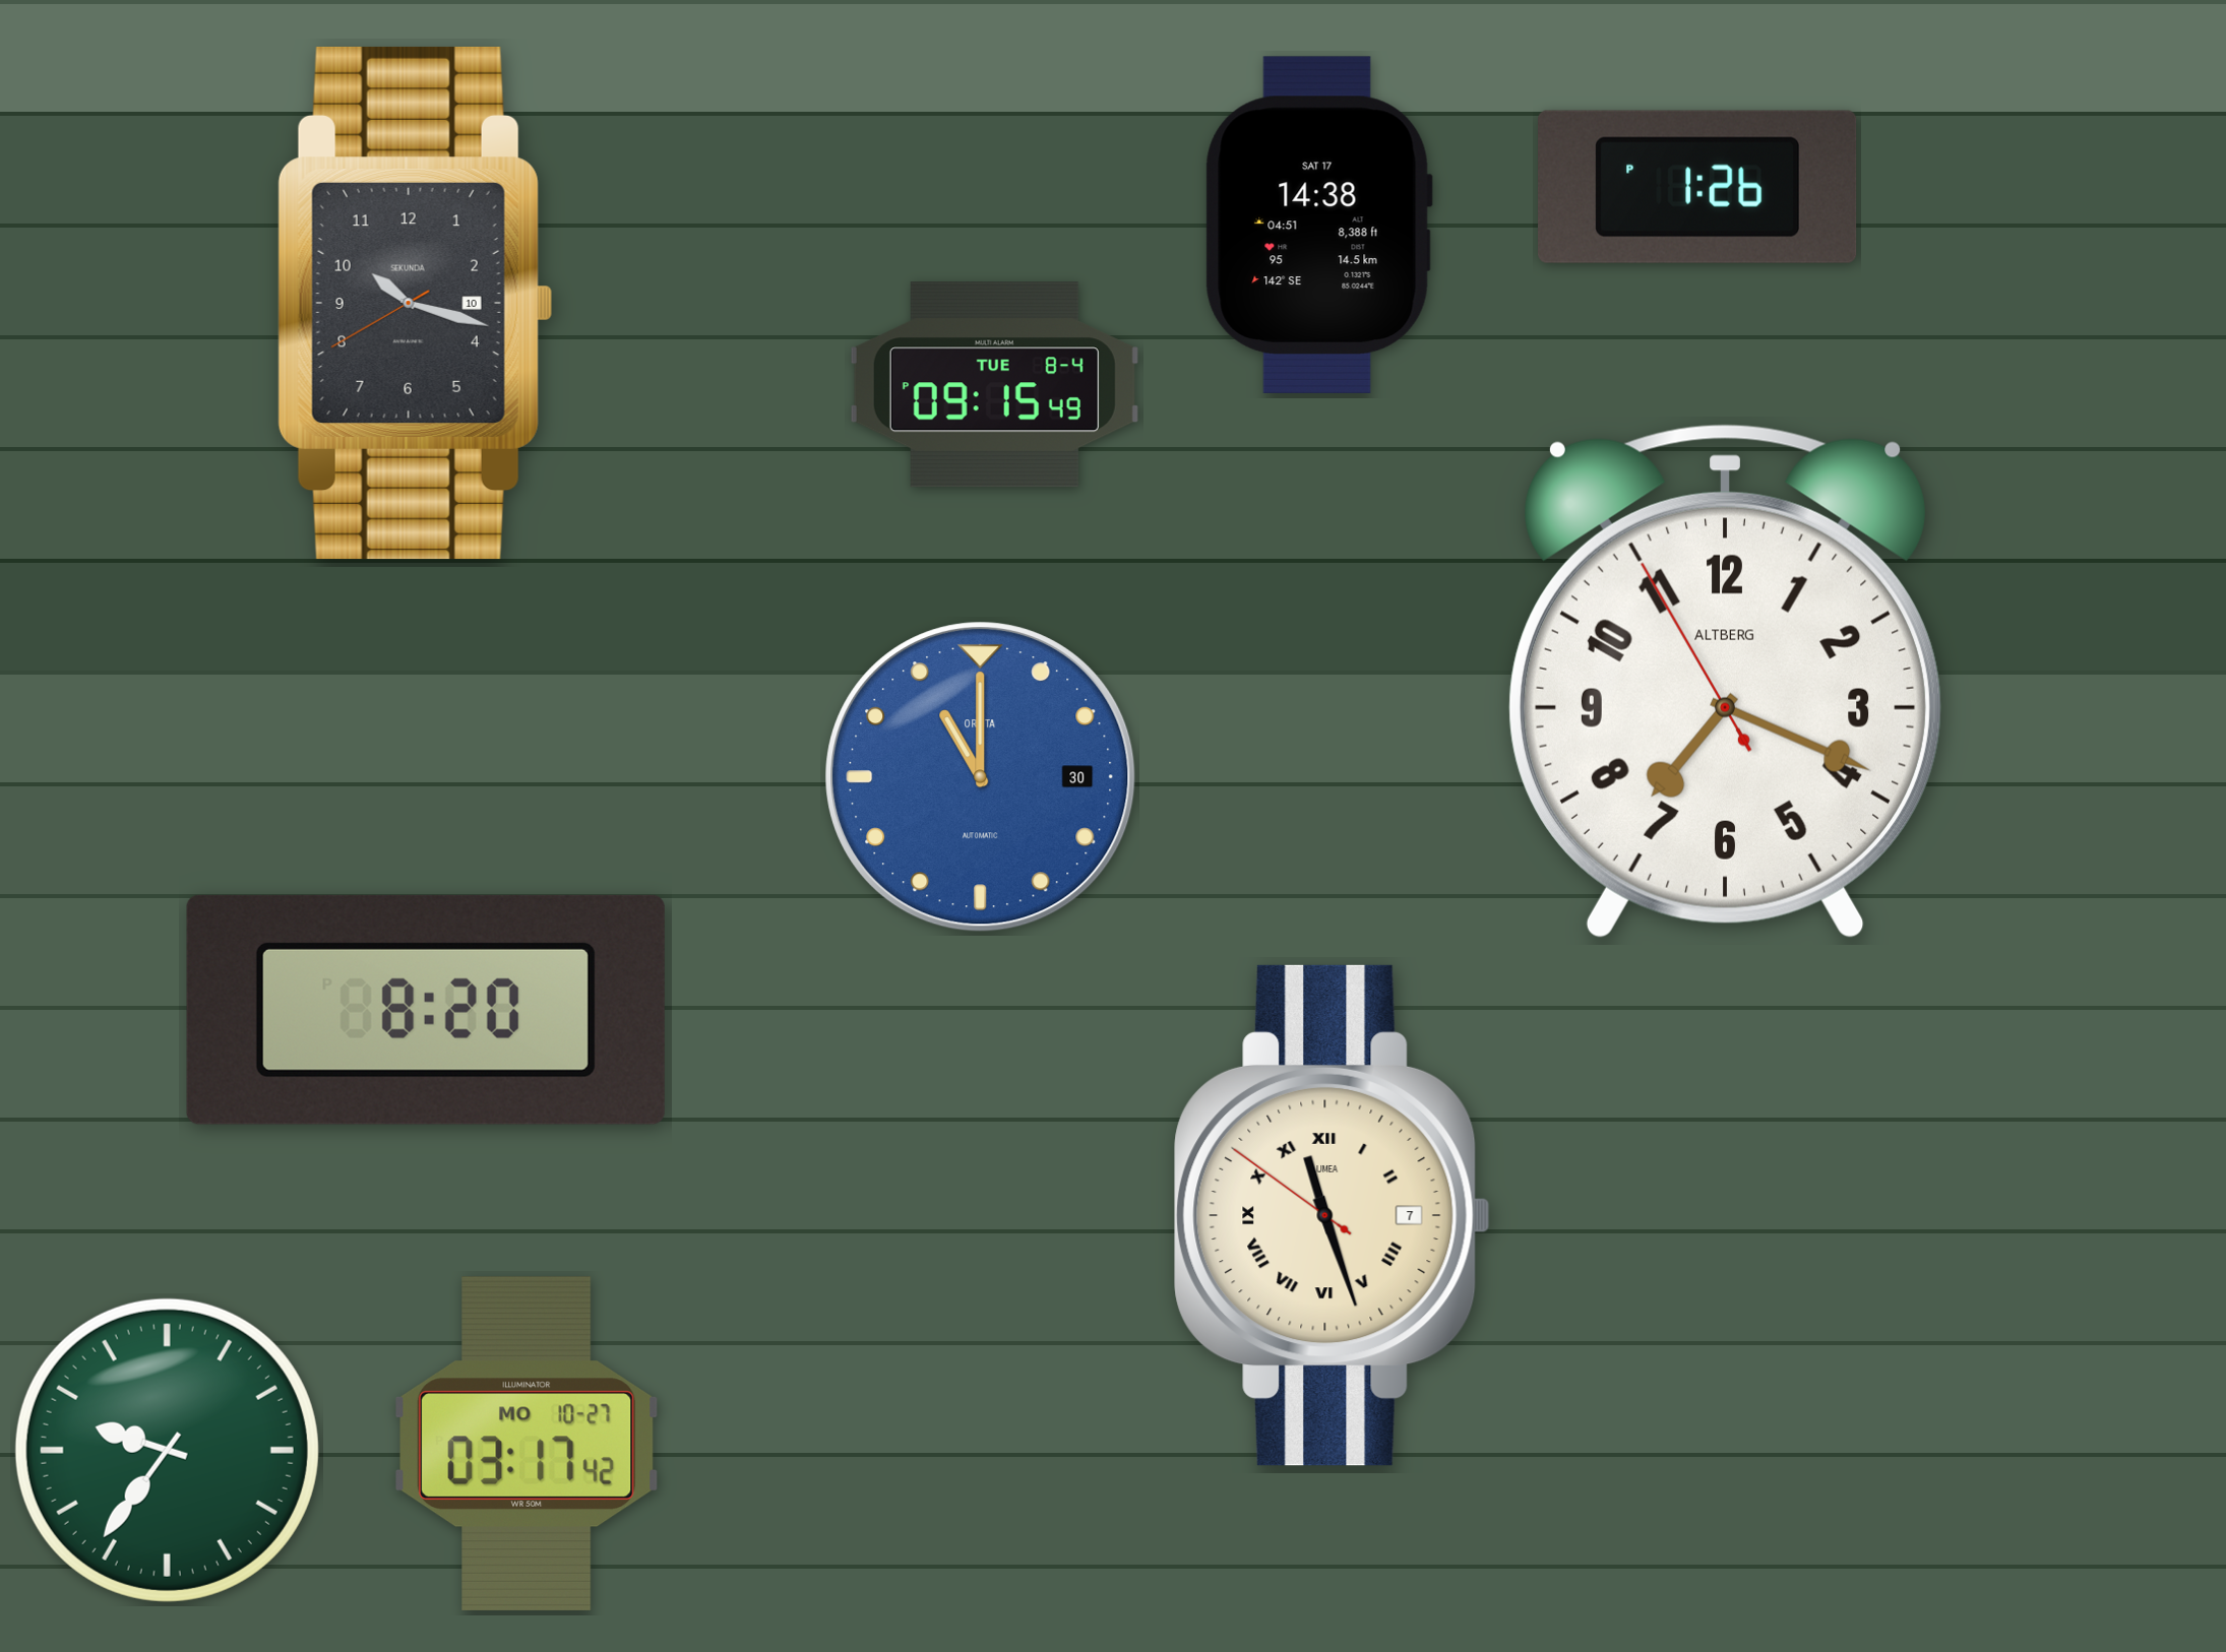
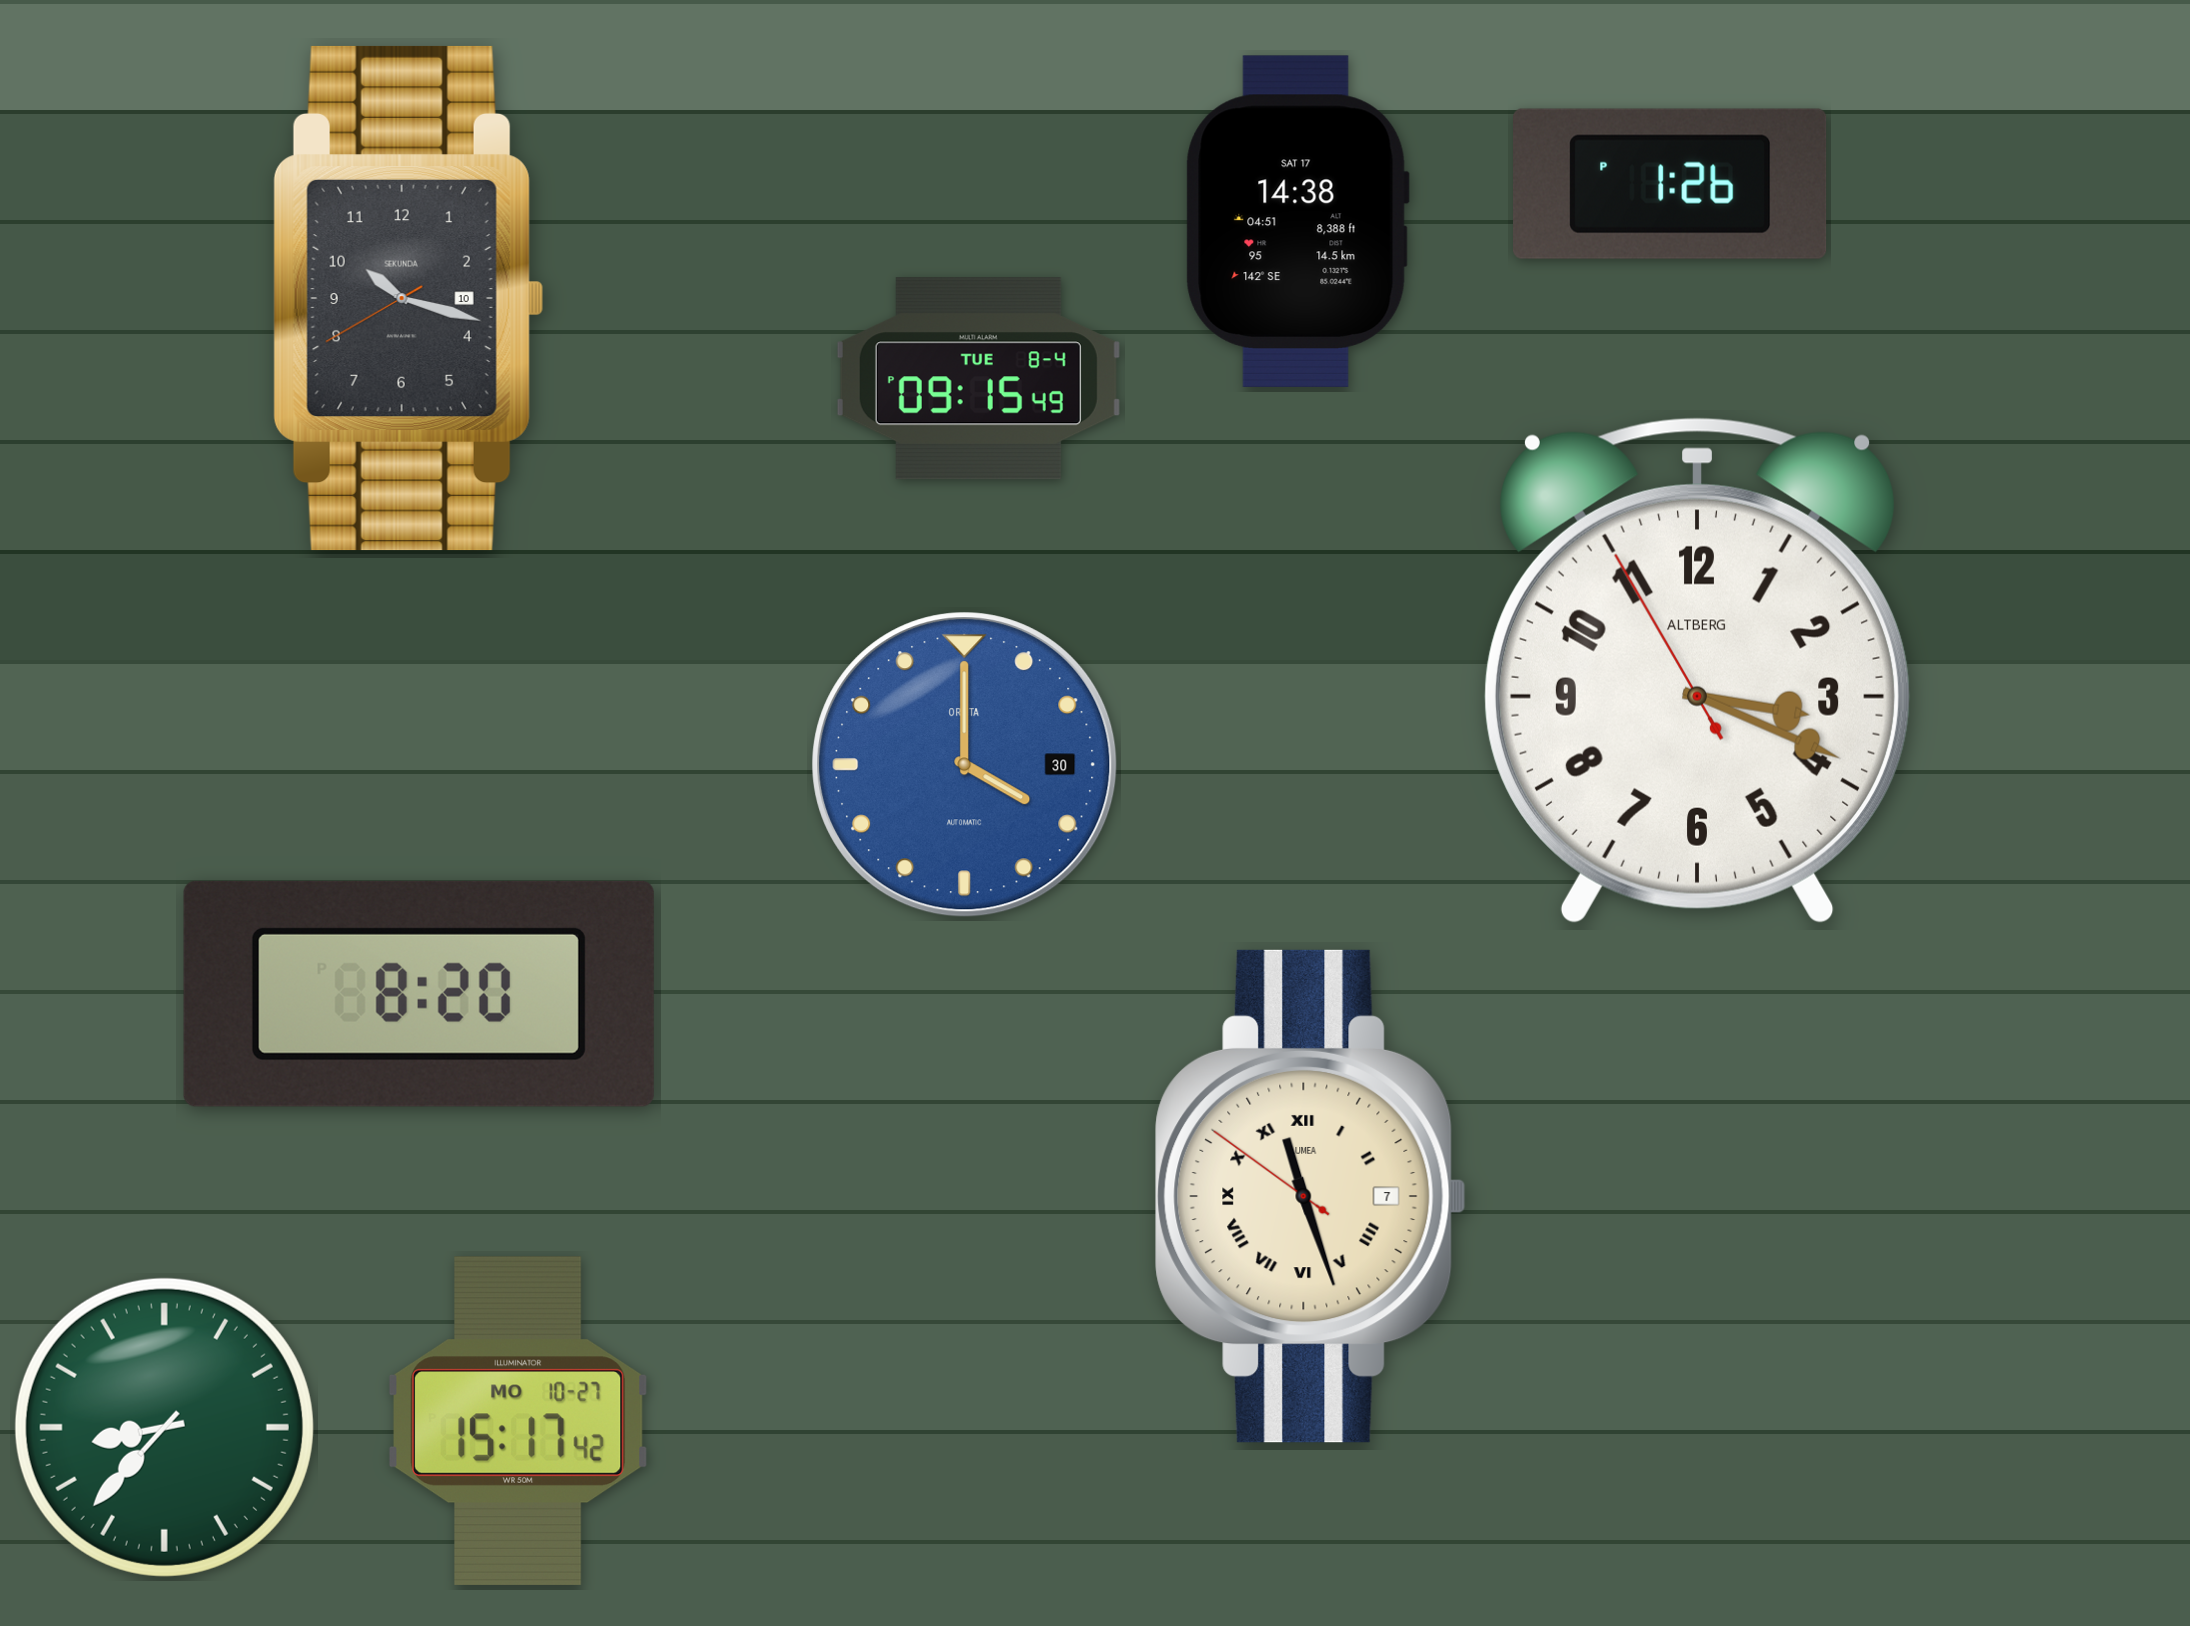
clock at (1725, 682): 7:18 -> 3:18
clock at (981, 777): 11:00 -> 4:00
clock at (527, 1444): 03:17 -> 15:17
clock at (167, 1450): 9:36 -> 8:37
